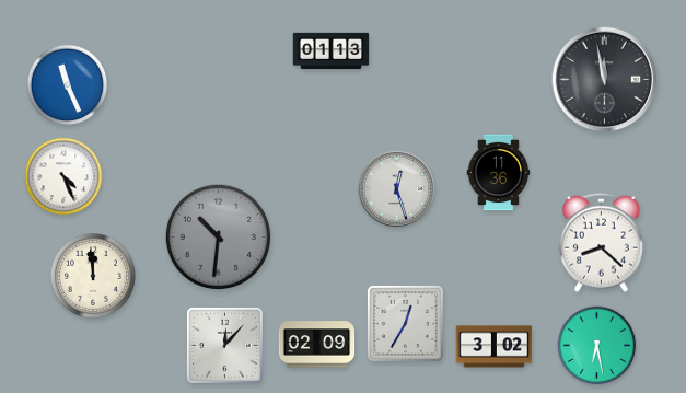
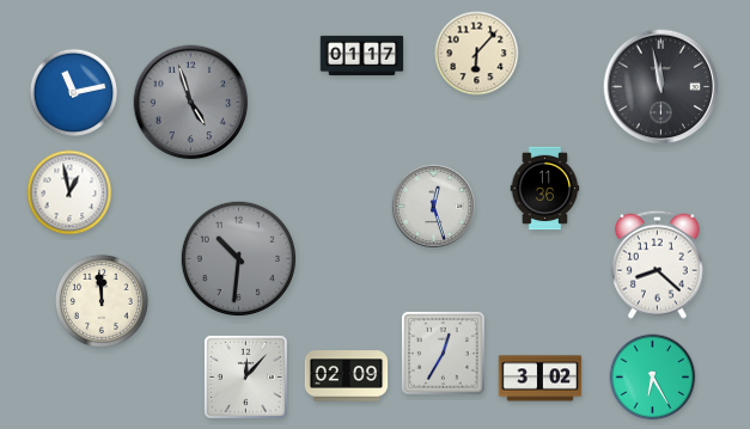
clock at (477, 54): none -> 6:07
clock at (332, 51): 01:13 -> 01:17
clock at (68, 85): 11:26 -> 11:13
clock at (191, 103): none -> 4:57
clock at (63, 176): 4:26 -> 12:58
clock at (597, 346): 6:28 -> 6:25
